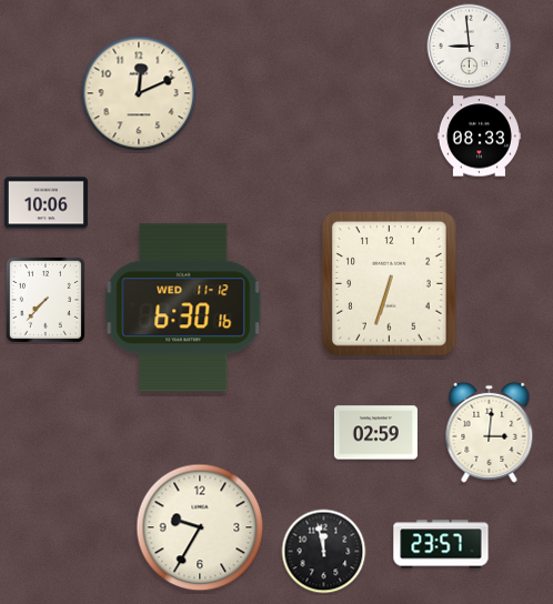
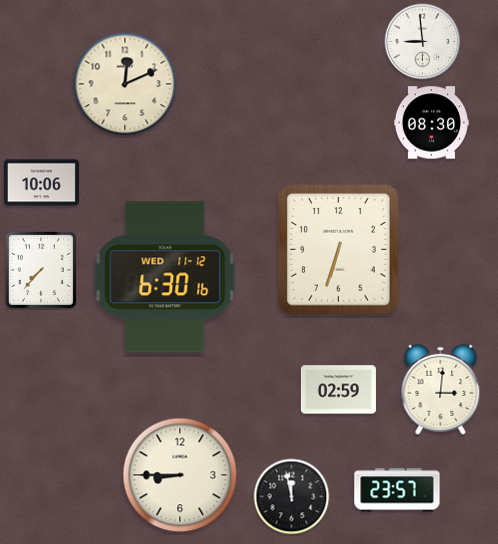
clock at (479, 137): 08:33 -> 08:30
clock at (390, 284) position: (390, 284) -> (339, 250)
clock at (200, 527): 9:35 -> 8:45
